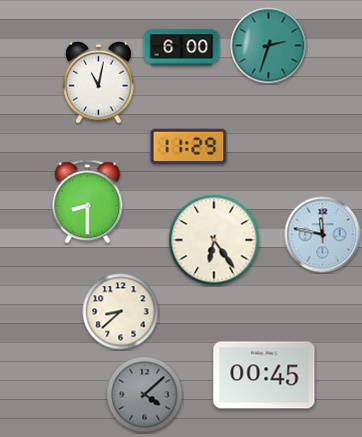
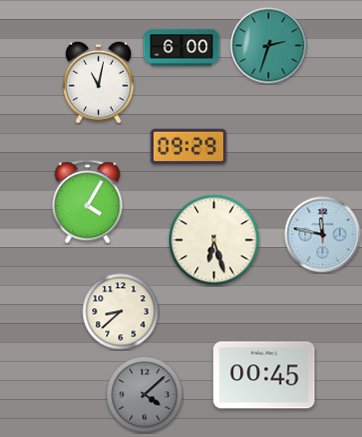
clock at (189, 147): 11:29 -> 09:29
clock at (88, 202): 8:30 -> 4:05
clock at (214, 240): 6:24 -> 6:27
